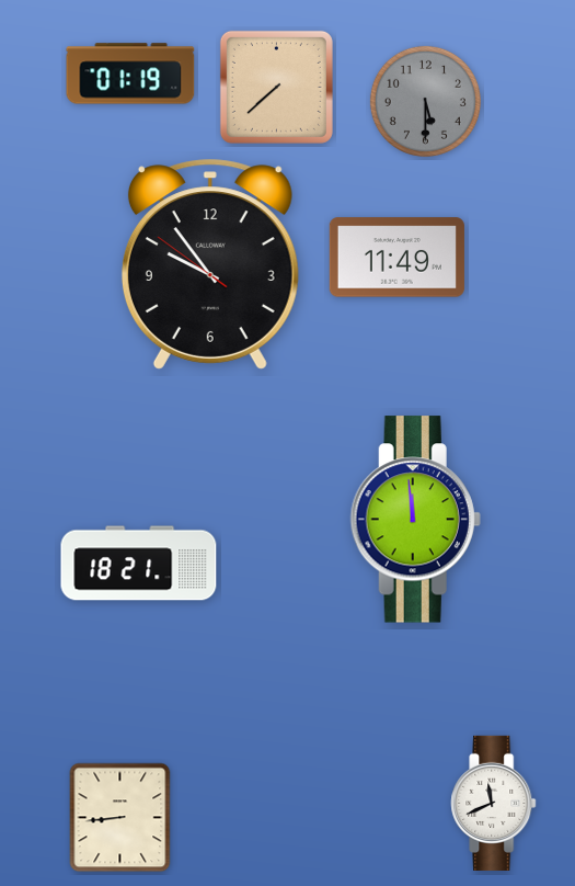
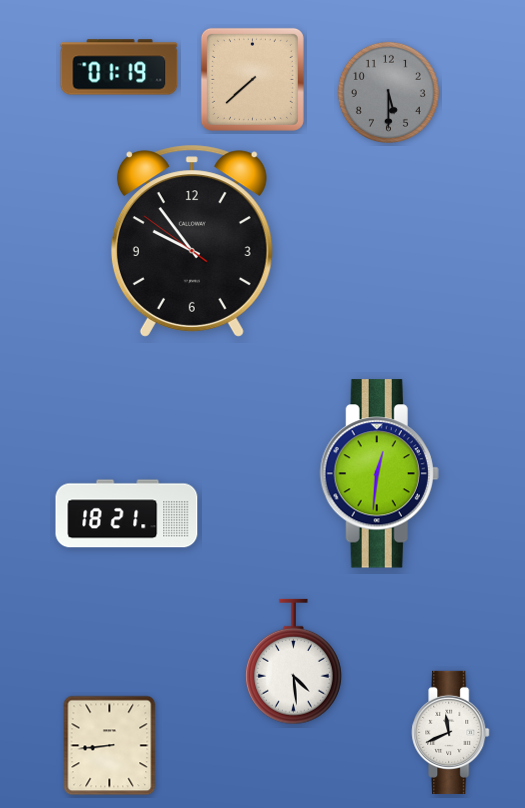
clock at (396, 258): 11:49 -> none
clock at (415, 520): 11:59 -> 12:31
clock at (293, 662): none -> 4:29
